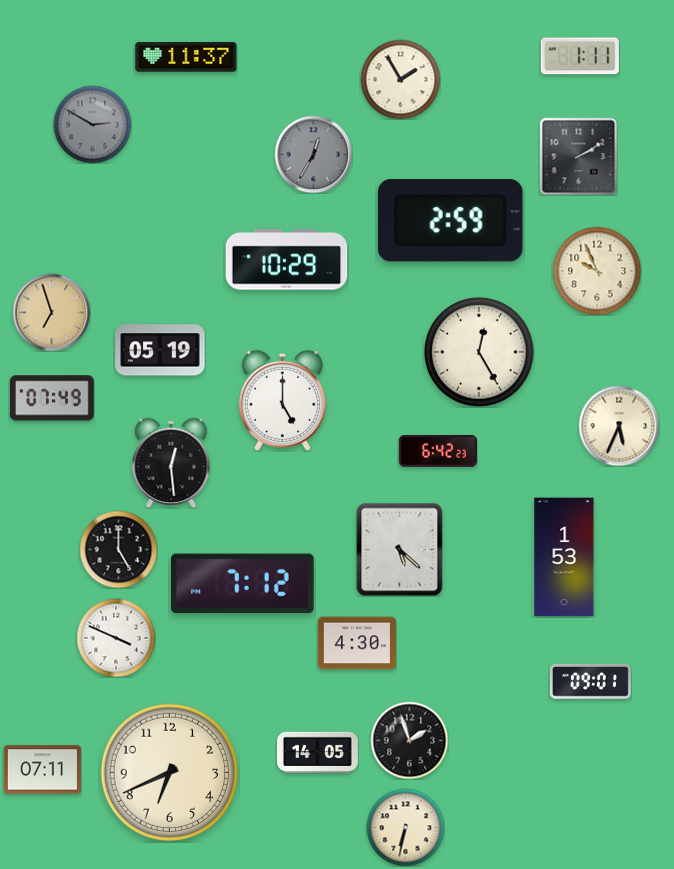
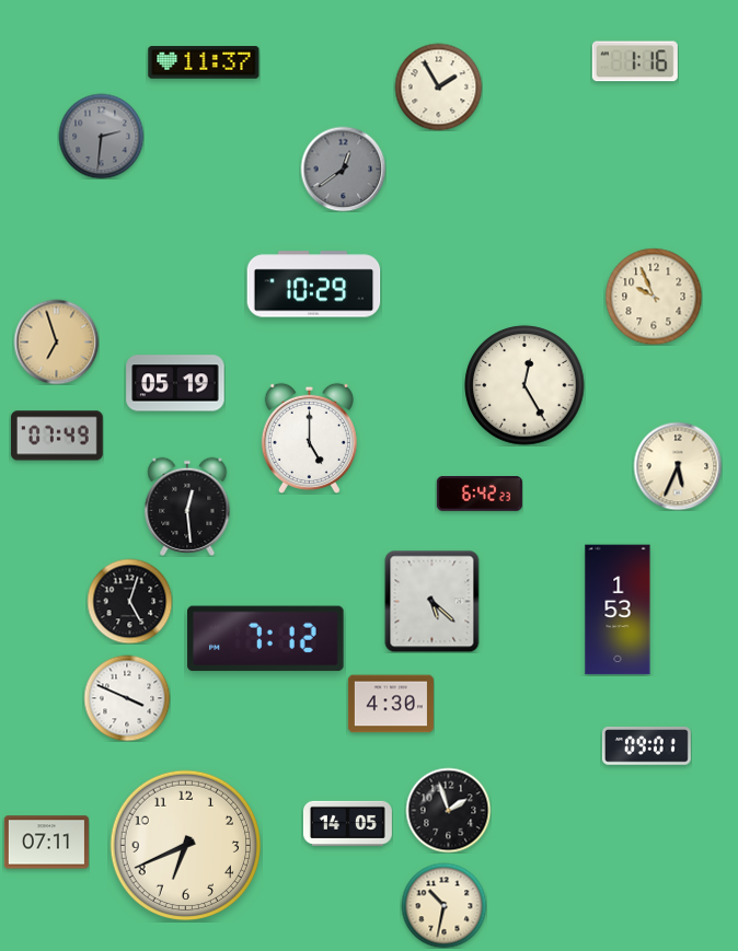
clock at (580, 56): 1:11 -> 1:16
clock at (92, 124): 2:50 -> 2:31
clock at (313, 154): 12:35 -> 12:39
clock at (578, 156): 2:10 -> none
clock at (451, 221): 2:59 -> none
clock at (118, 549): 5:00 -> 5:03
clock at (400, 549) position: (400, 549) -> (433, 601)
clock at (405, 827): 6:32 -> 10:32
